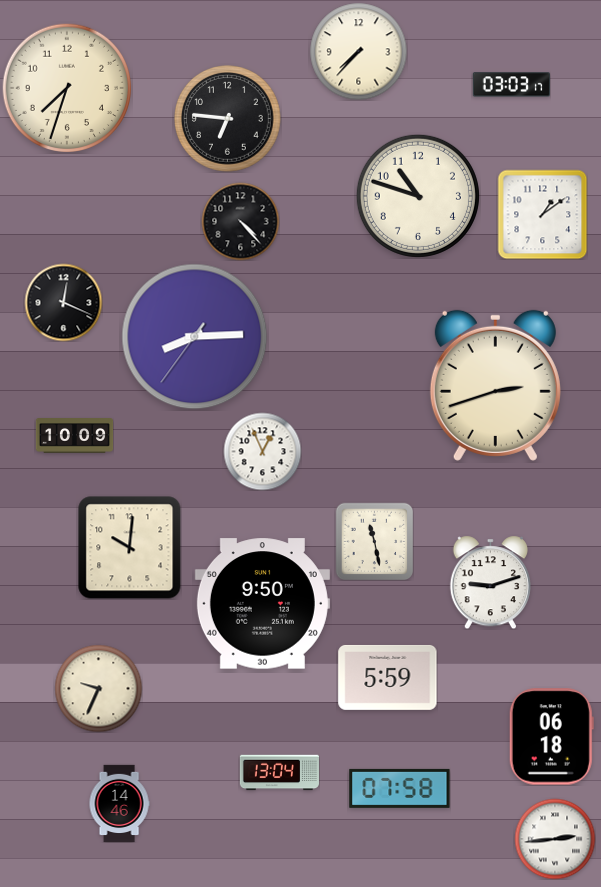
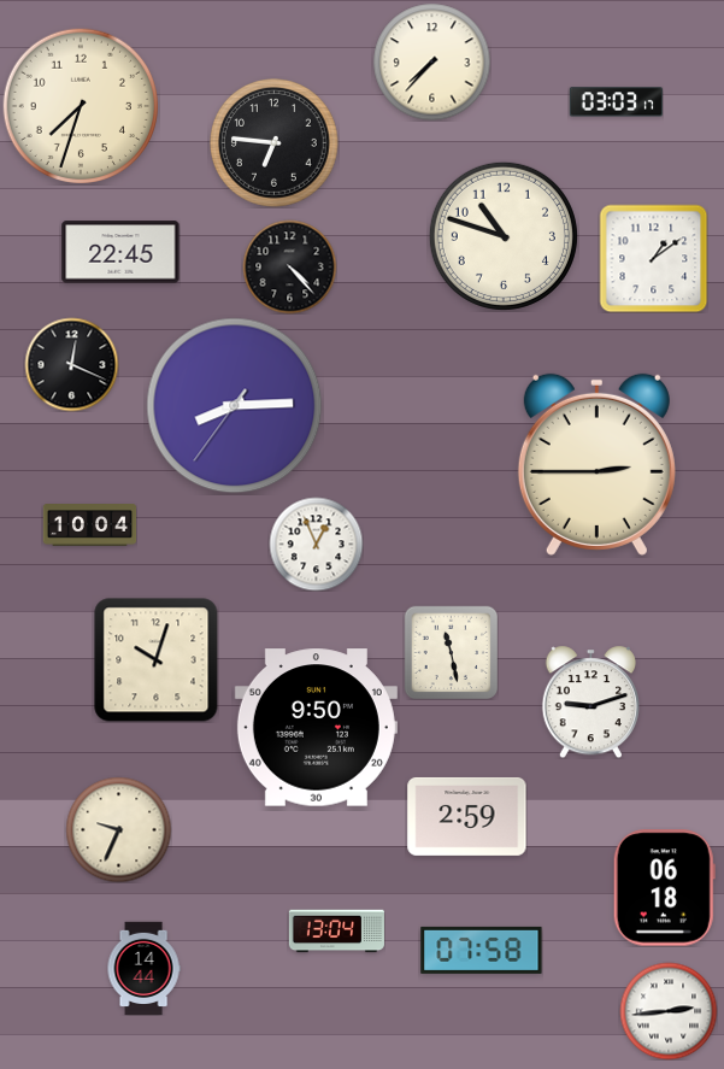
clock at (120, 252): none -> 22:45
clock at (63, 302) position: (63, 302) -> (71, 364)
clock at (495, 385): 2:42 -> 2:45
clock at (74, 436): 10:09 -> 10:04
clock at (129, 547): 10:01 -> 10:03
clock at (388, 677): 5:59 -> 2:59
clock at (119, 803): 14:46 -> 14:44
